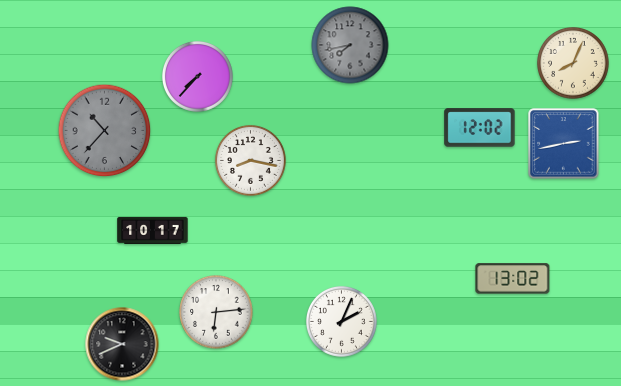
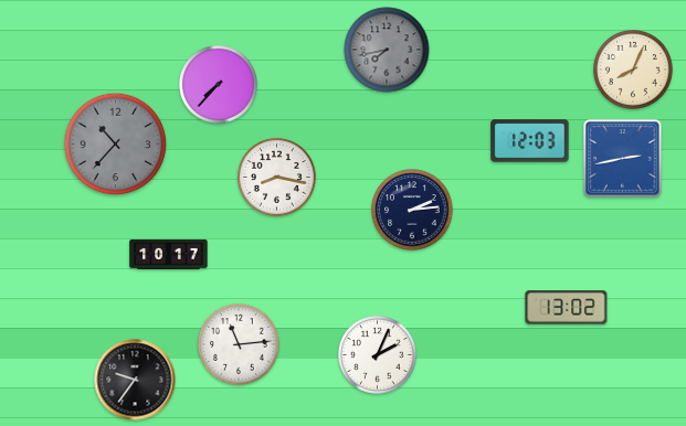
clock at (480, 128): 12:02 -> 12:03
clock at (412, 210): none -> 2:14
clock at (216, 312): 6:14 -> 11:14
clock at (122, 344): 9:41 -> 9:36
